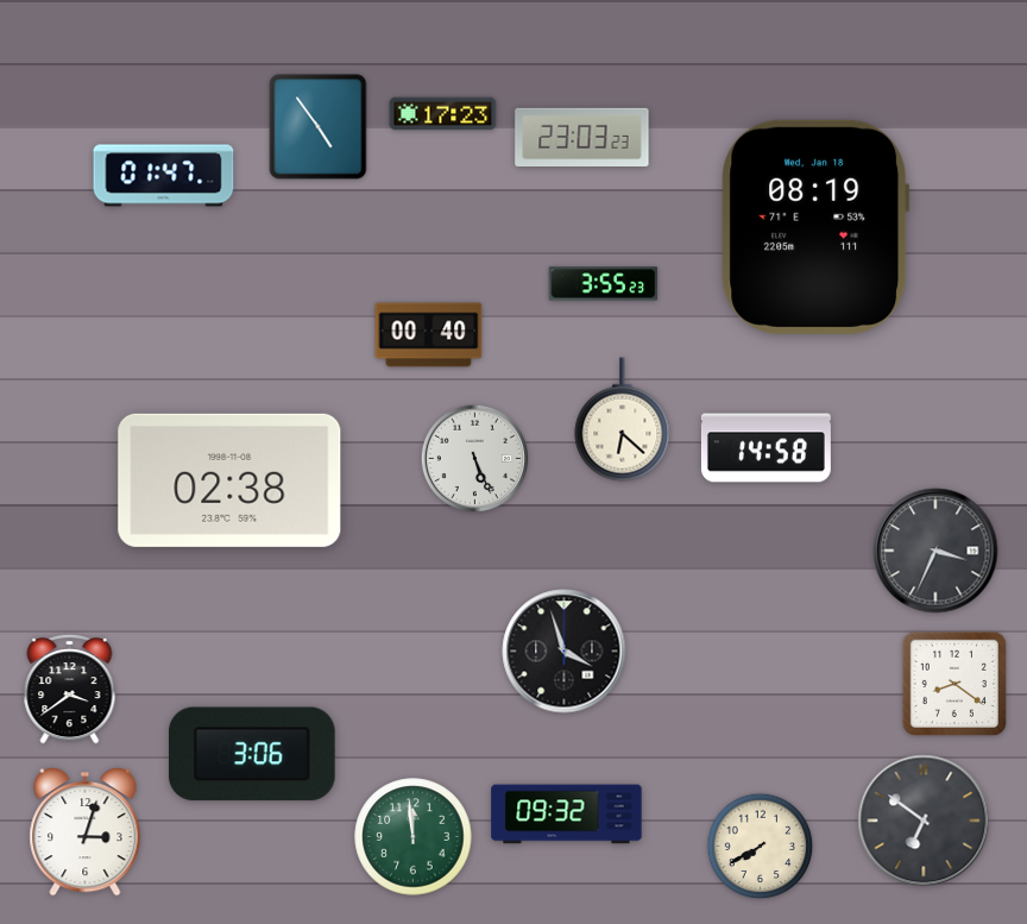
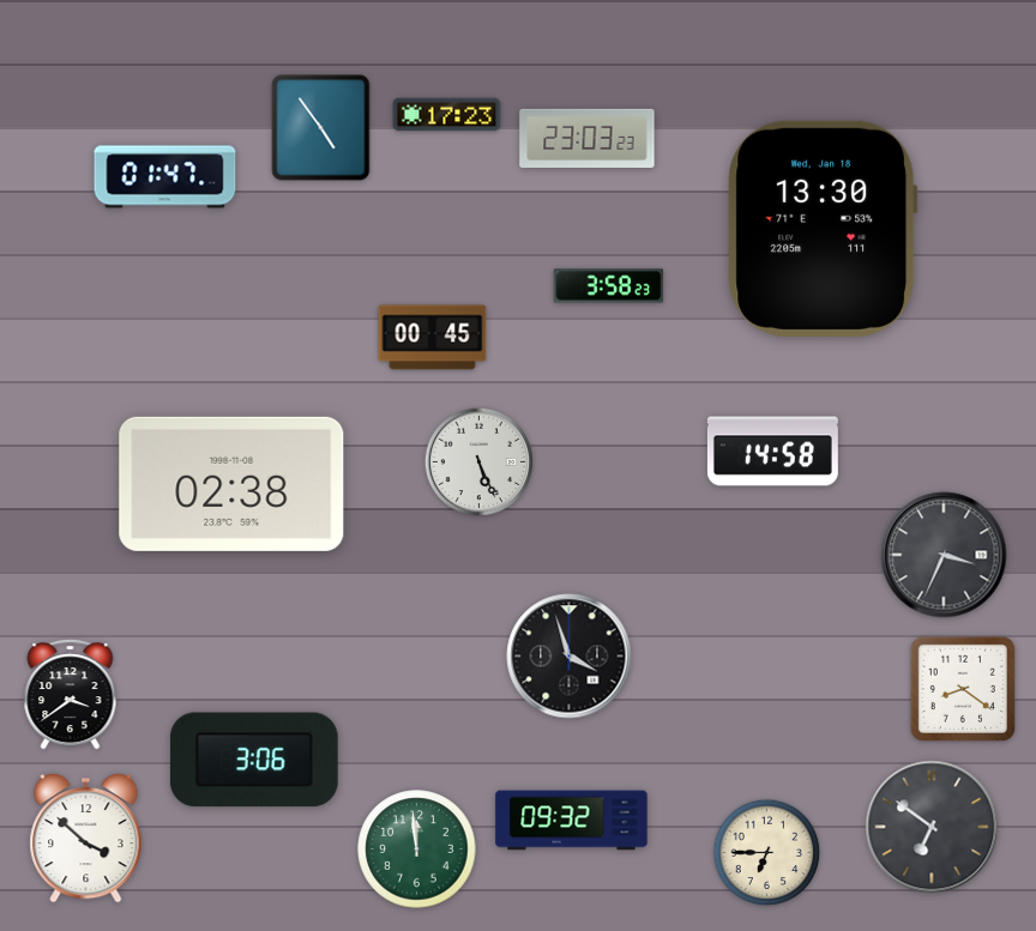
clock at (815, 227): 08:19 -> 13:30
clock at (604, 284): 3:55 -> 3:58
clock at (429, 335): 00:40 -> 00:45
clock at (623, 420): 6:22 -> none
clock at (86, 832): 3:03 -> 3:52
clock at (414, 837) position: (414, 837) -> (417, 850)
clock at (761, 847): 7:40 -> 6:45
